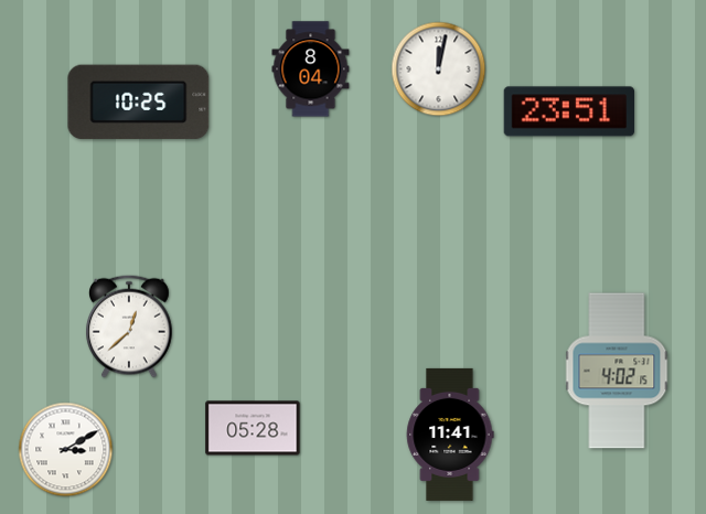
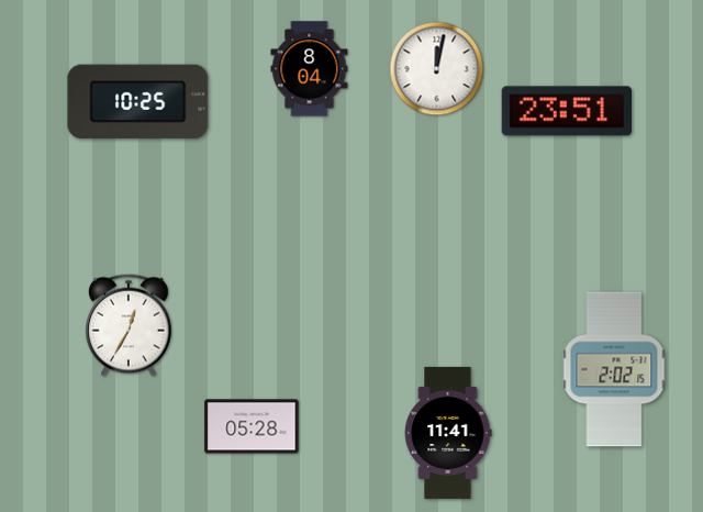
clock at (130, 326): 12:38 -> 12:35
clock at (617, 371): 4:02 -> 2:02
clock at (66, 450): 3:10 -> none
